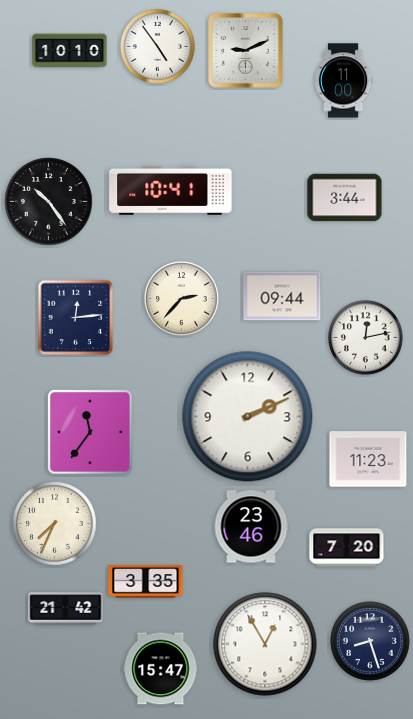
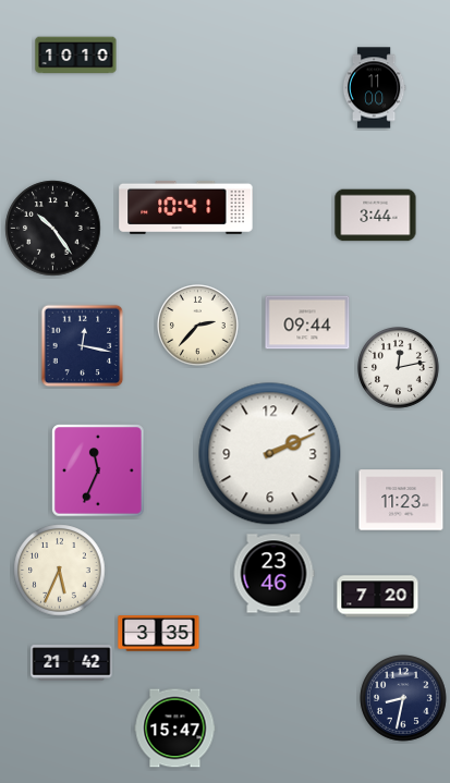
clock at (158, 47): 4:54 -> none
clock at (246, 51): 9:11 -> none
clock at (49, 202) position: (49, 202) -> (53, 229)
clock at (76, 318): 12:14 -> 12:17
clock at (90, 432): 11:36 -> 11:34
clock at (55, 524): 7:34 -> 5:34
clock at (370, 641): 8:27 -> 8:32
clock at (265, 644): 12:55 -> none
